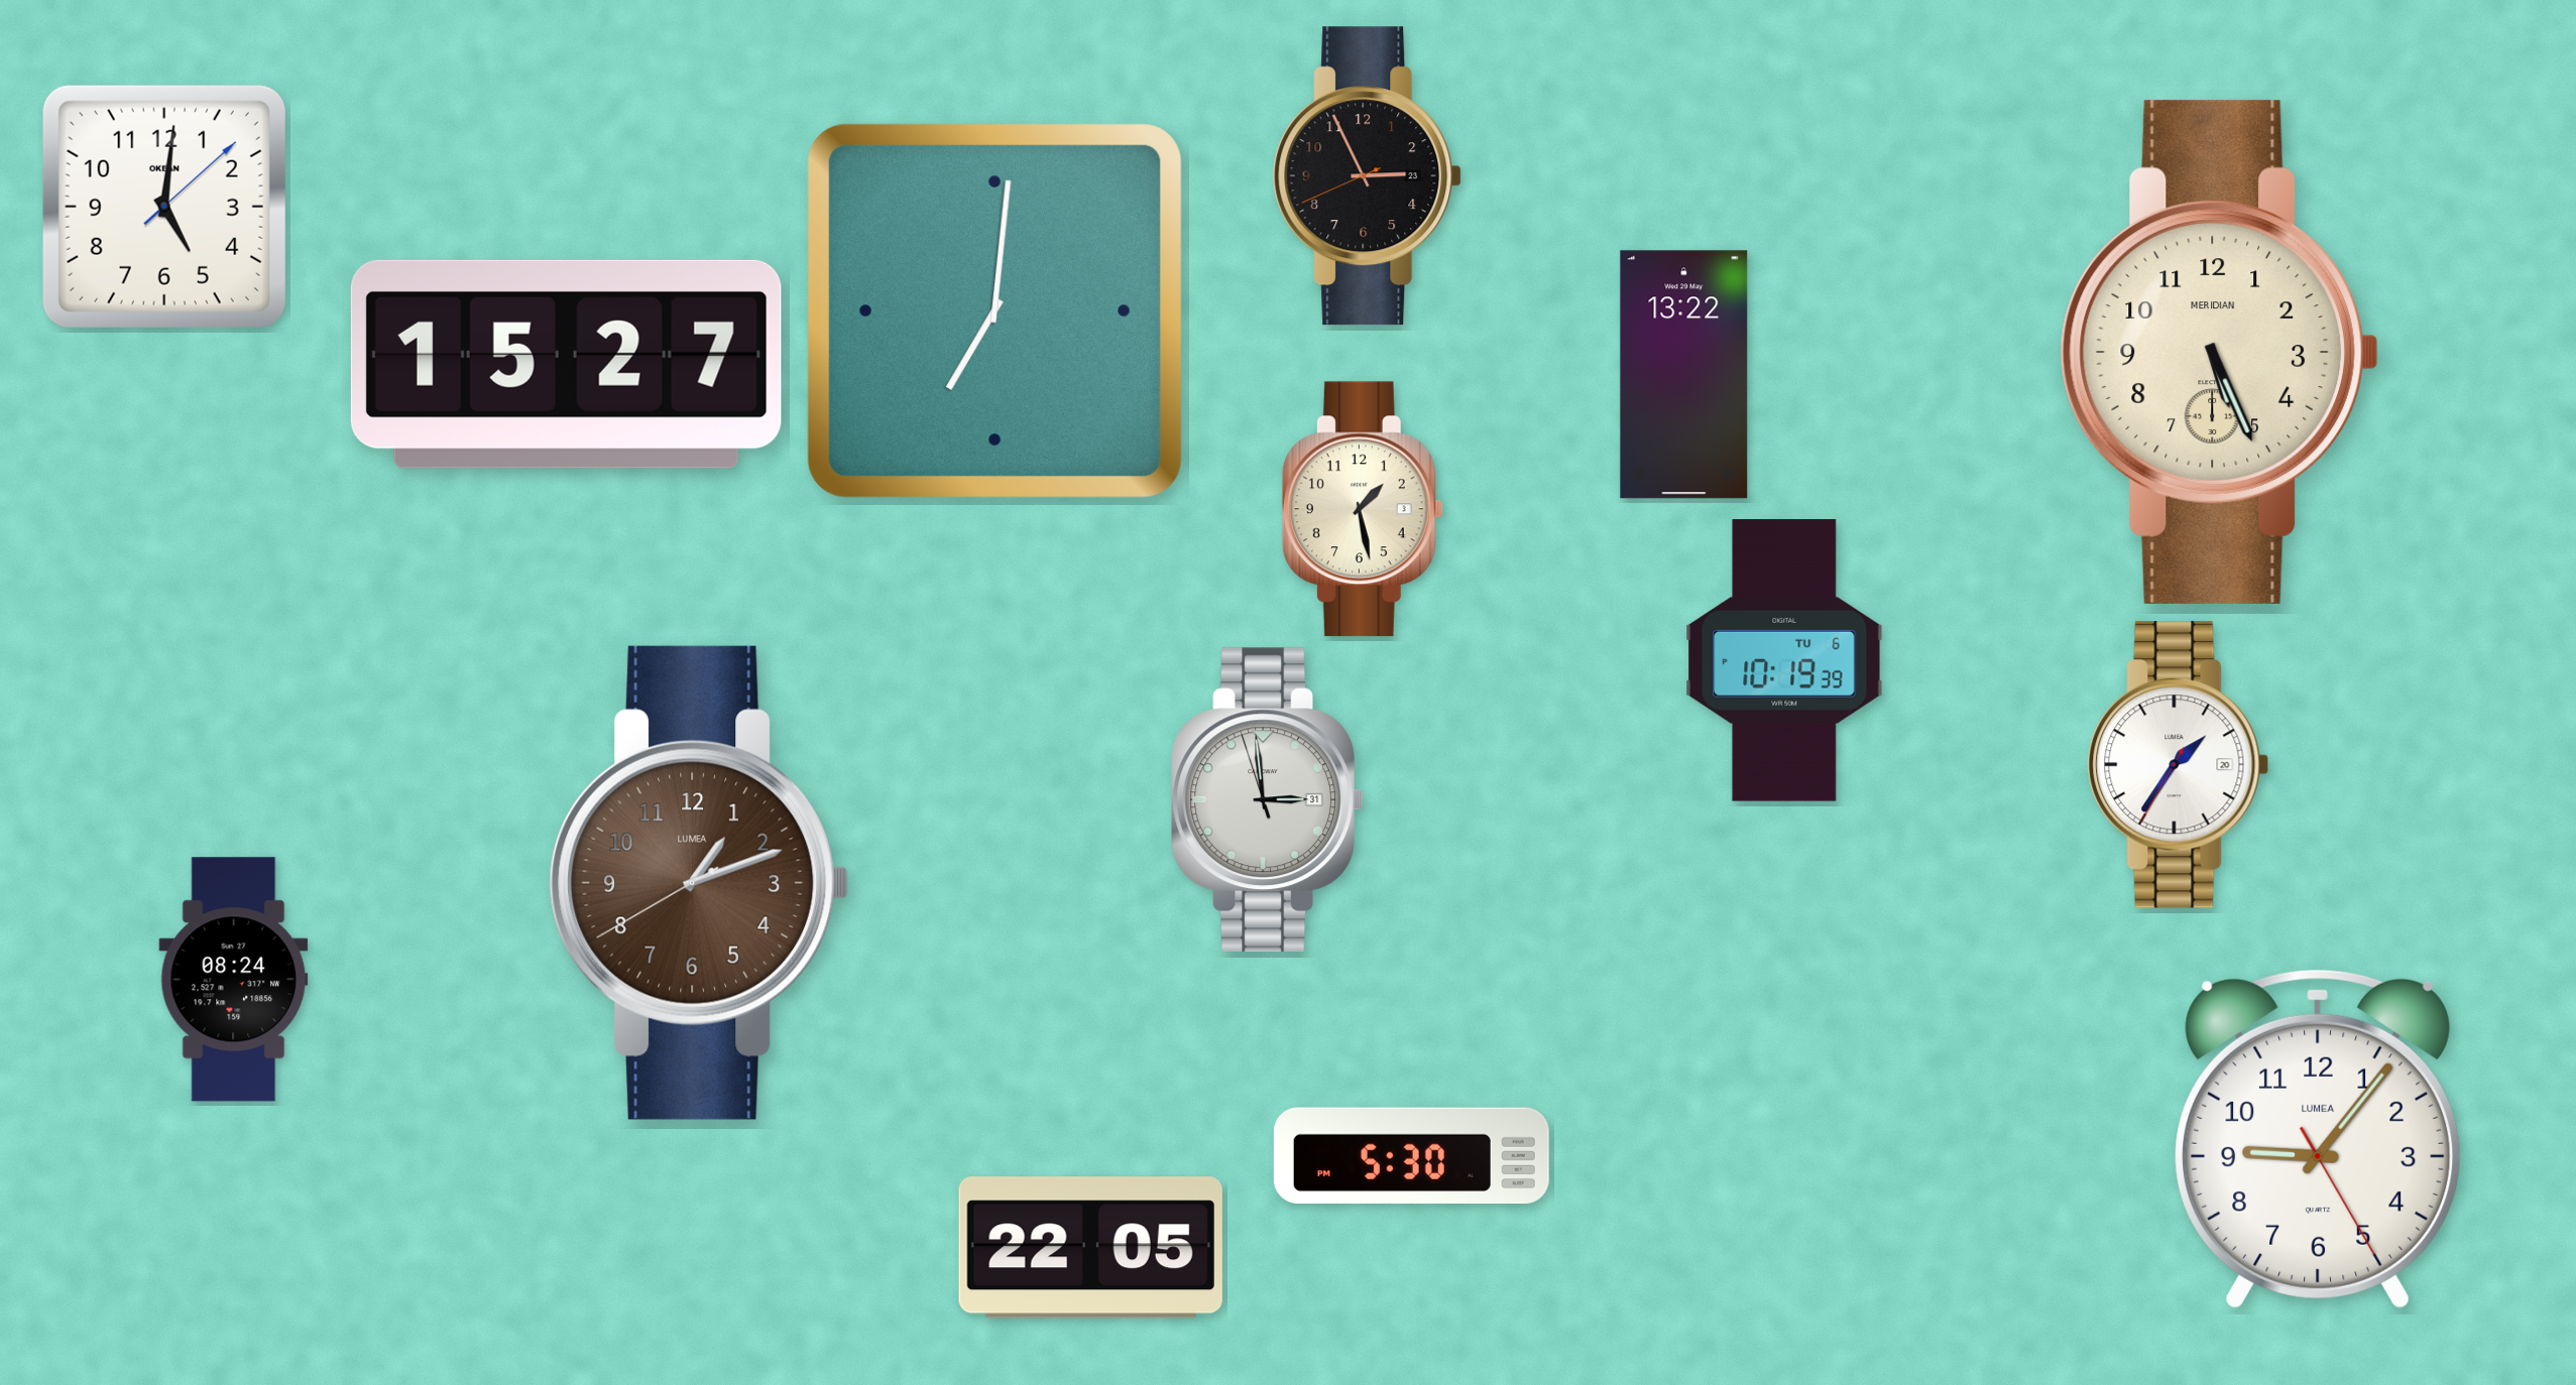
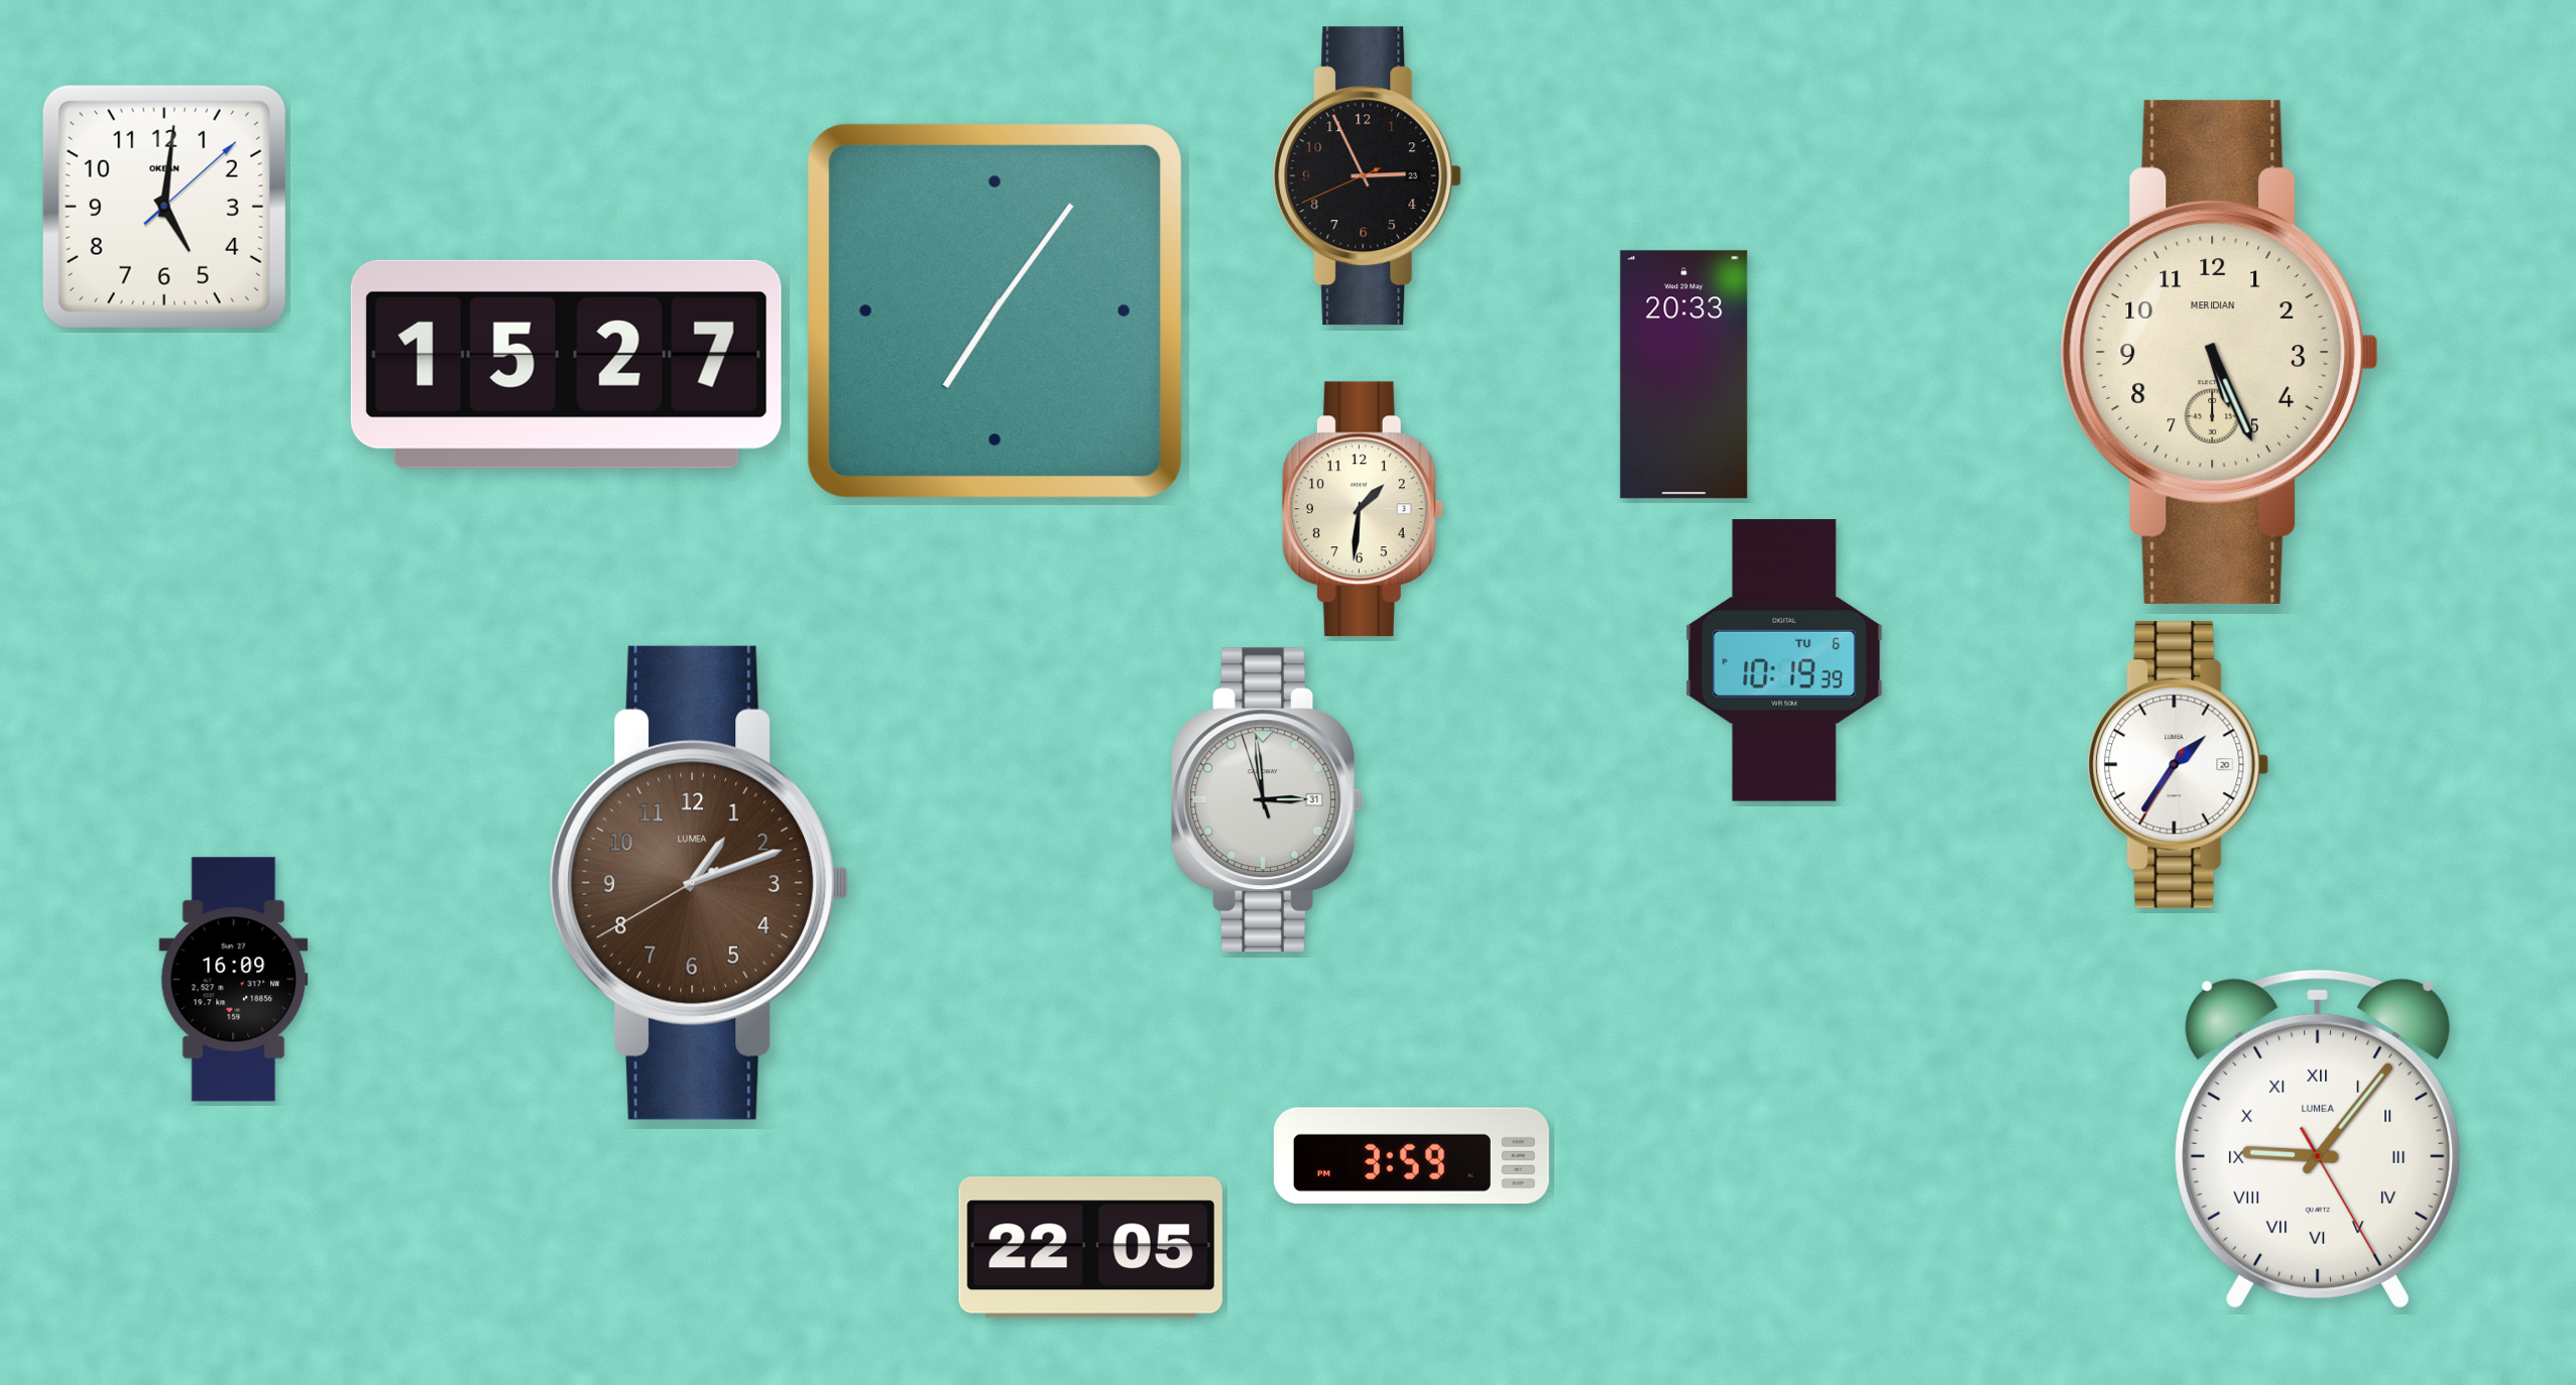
clock at (994, 310): 7:01 -> 7:06
clock at (1684, 375): 13:22 -> 20:33
clock at (1363, 509): 1:28 -> 1:31
clock at (234, 980): 08:24 -> 16:09
clock at (2318, 1139) numerals: Arabic -> Roman
clock at (1411, 1156): 5:30 -> 3:59
